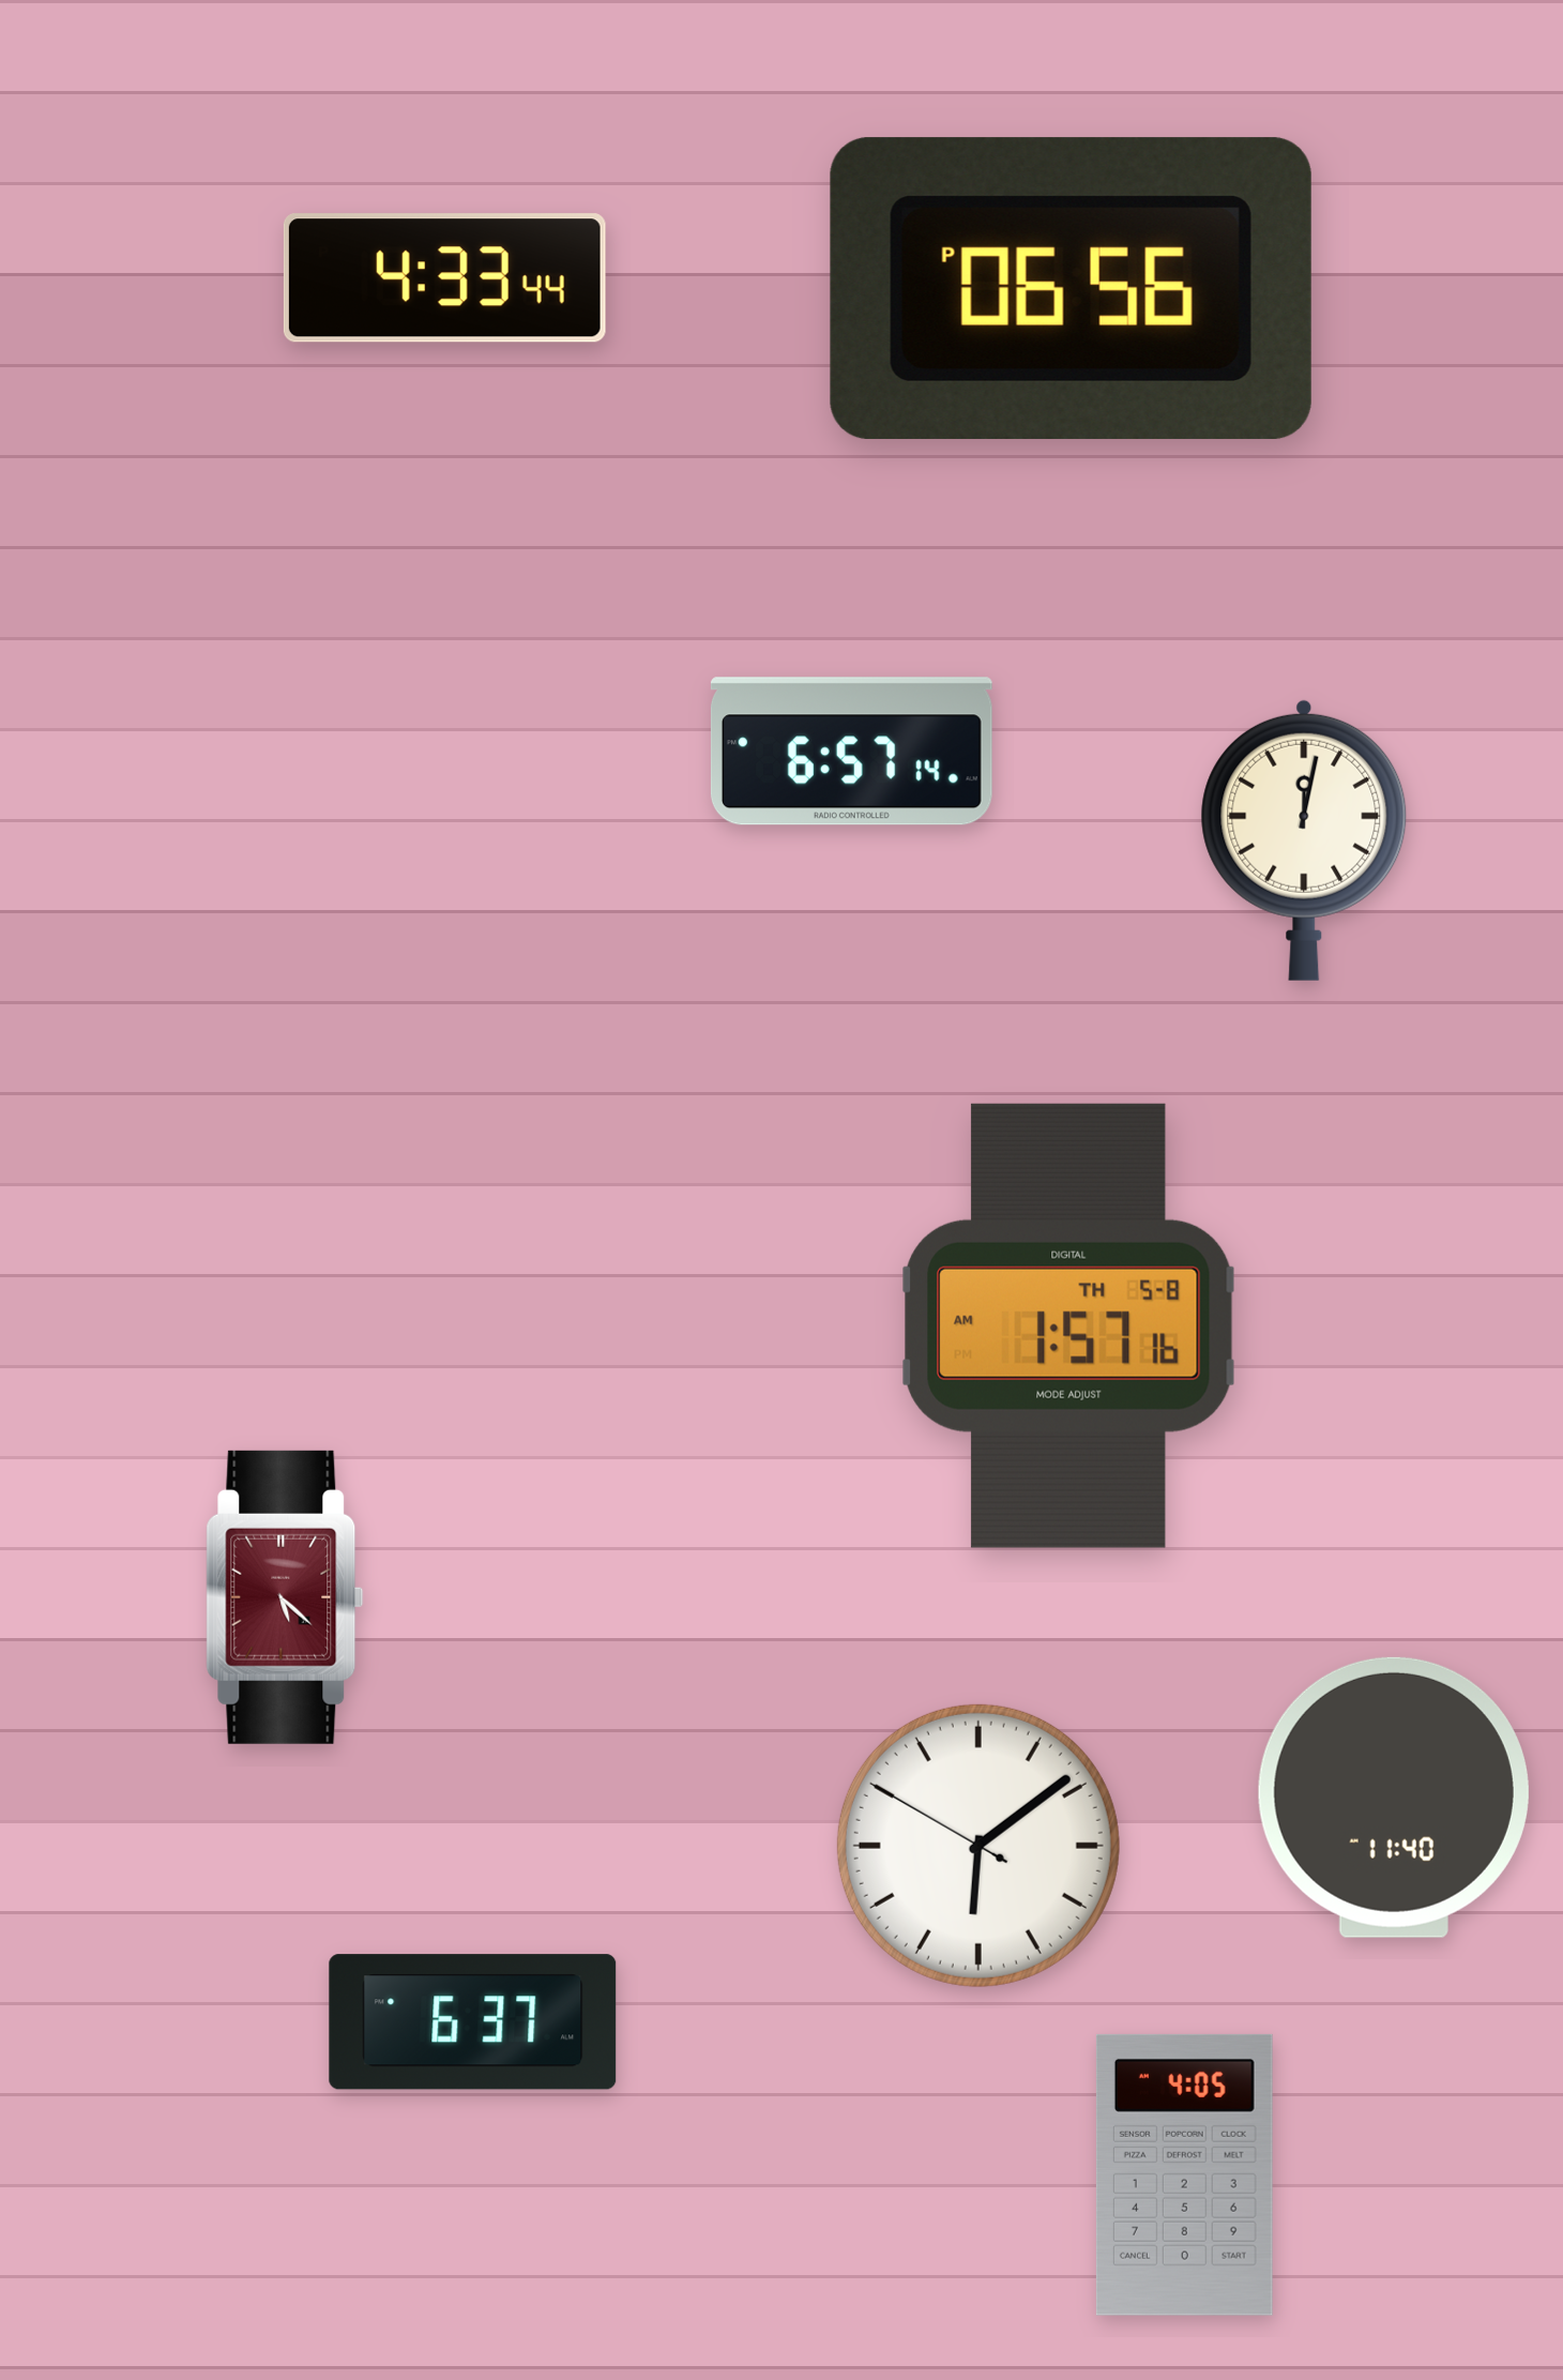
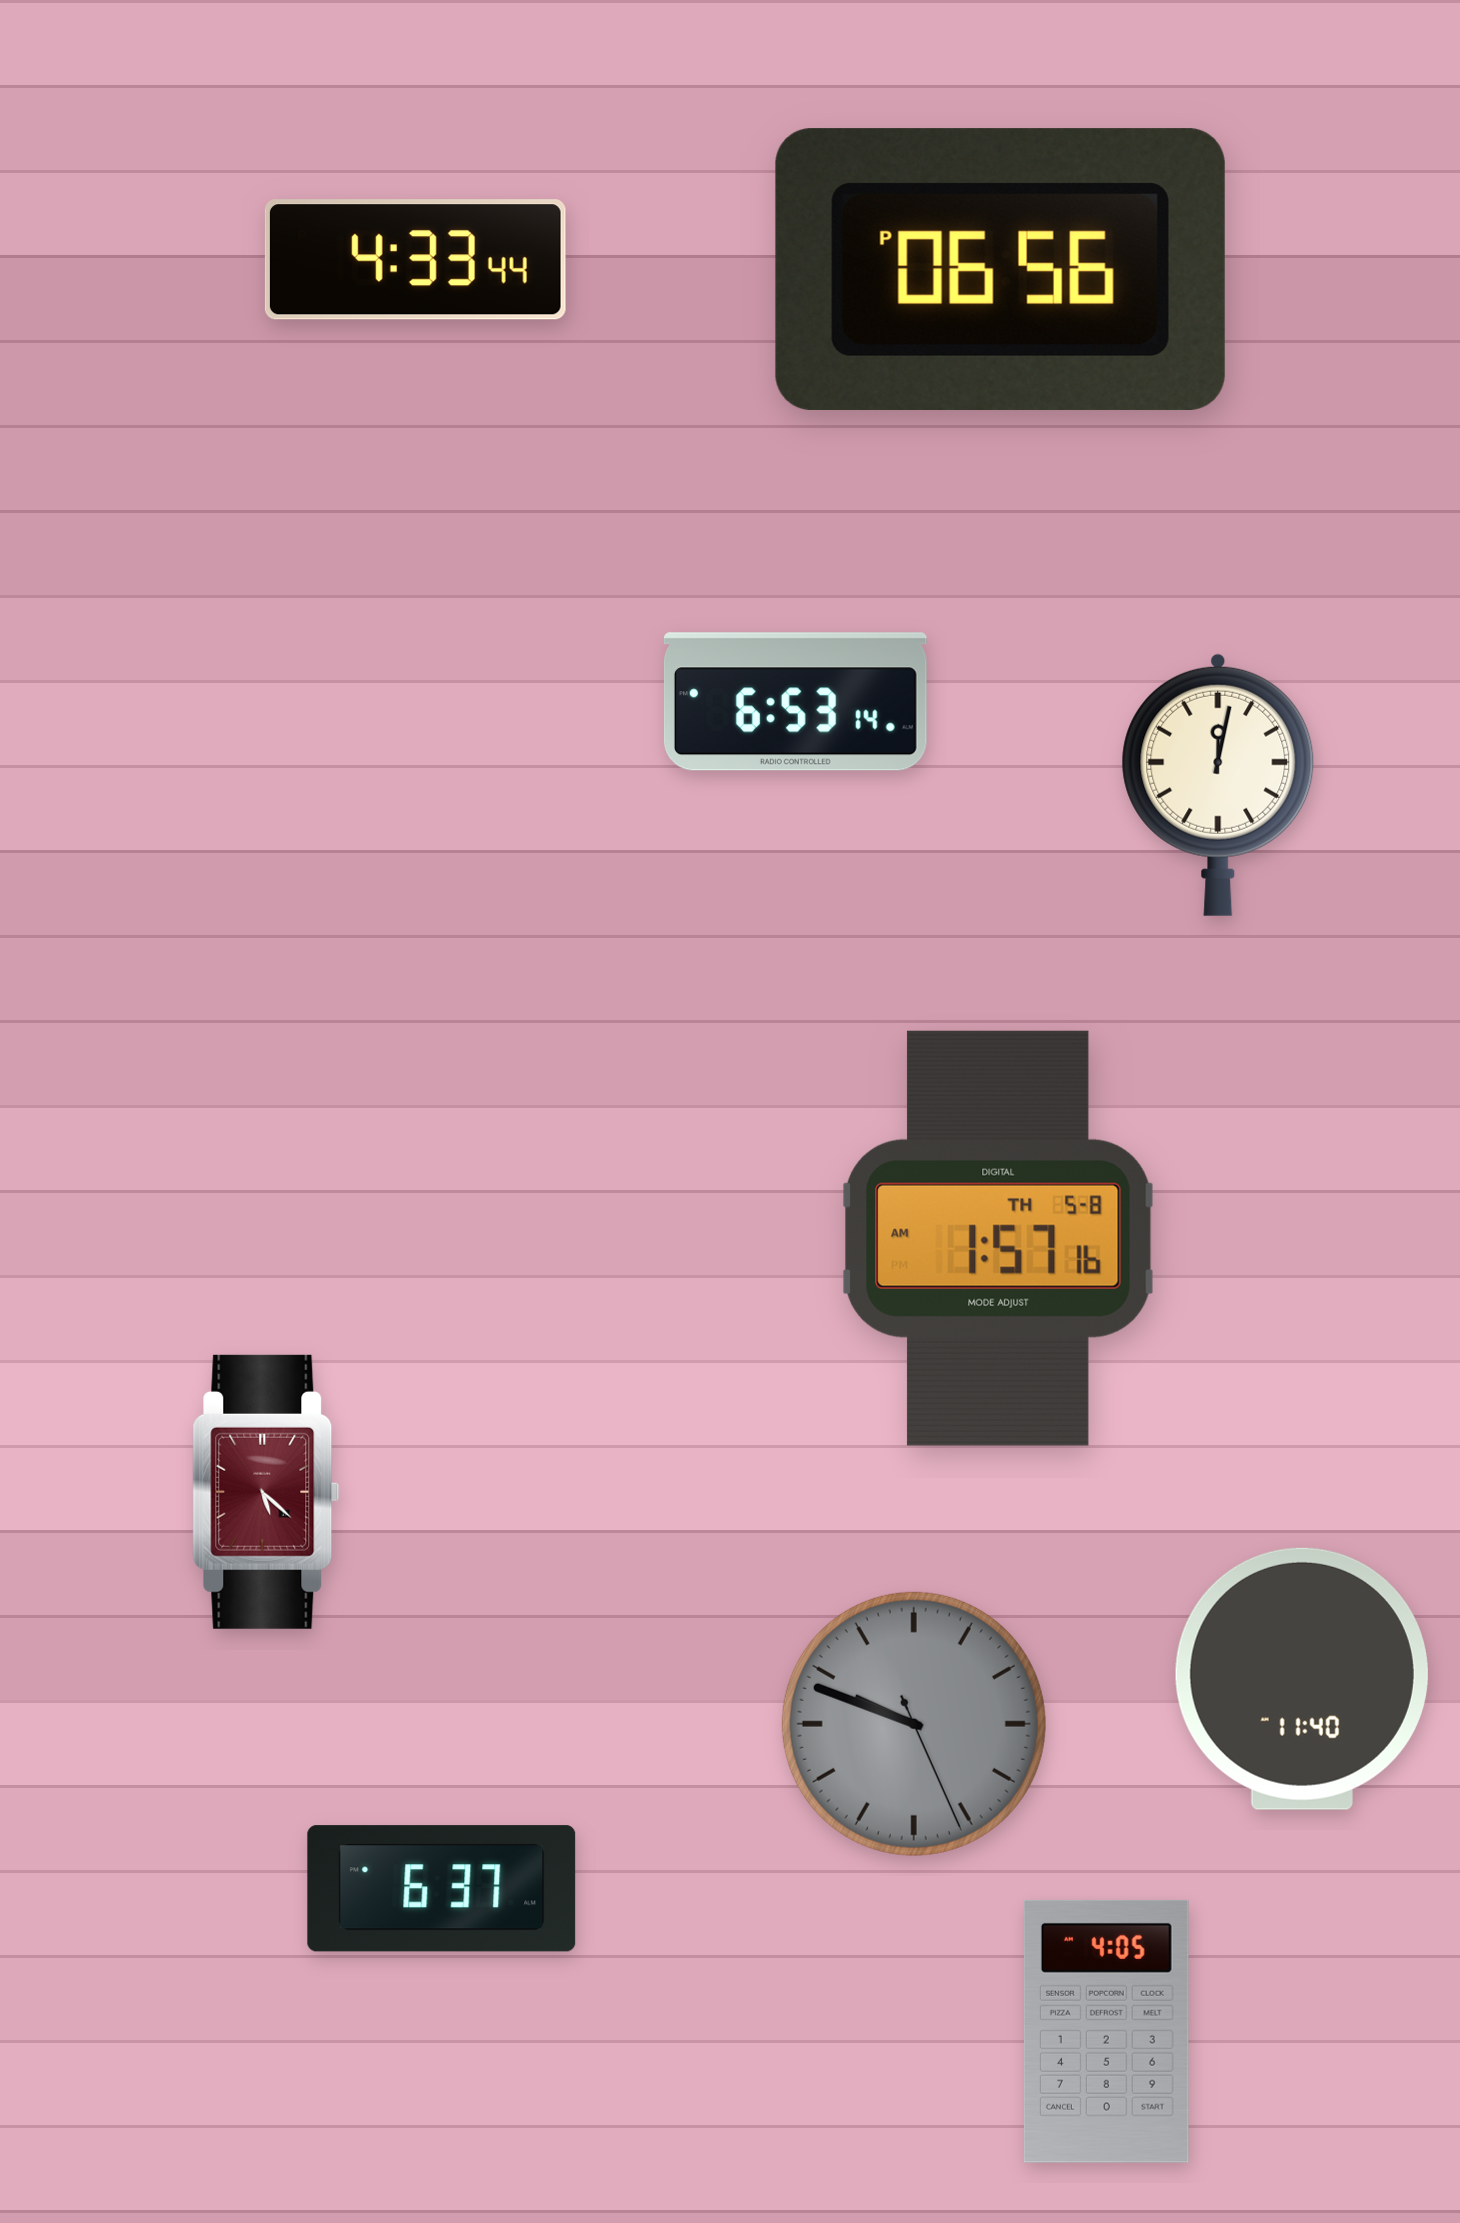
clock at (851, 752): 6:57 -> 6:53
clock at (978, 1846): 6:08 -> 9:48
clock at (978, 1846) dial: white -> grey
